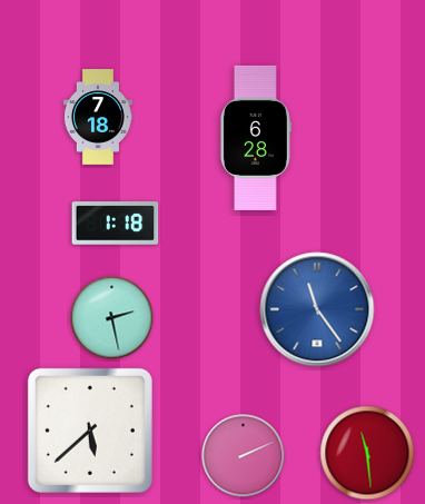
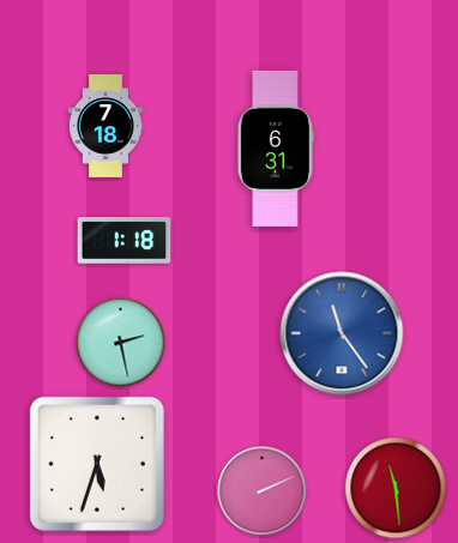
clock at (255, 138): 6:28 -> 6:31
clock at (90, 431): 5:38 -> 5:33
